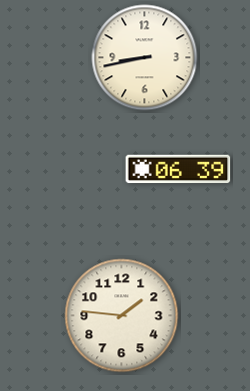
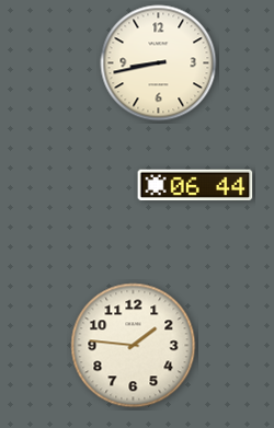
clock at (178, 169): 06:39 -> 06:44
